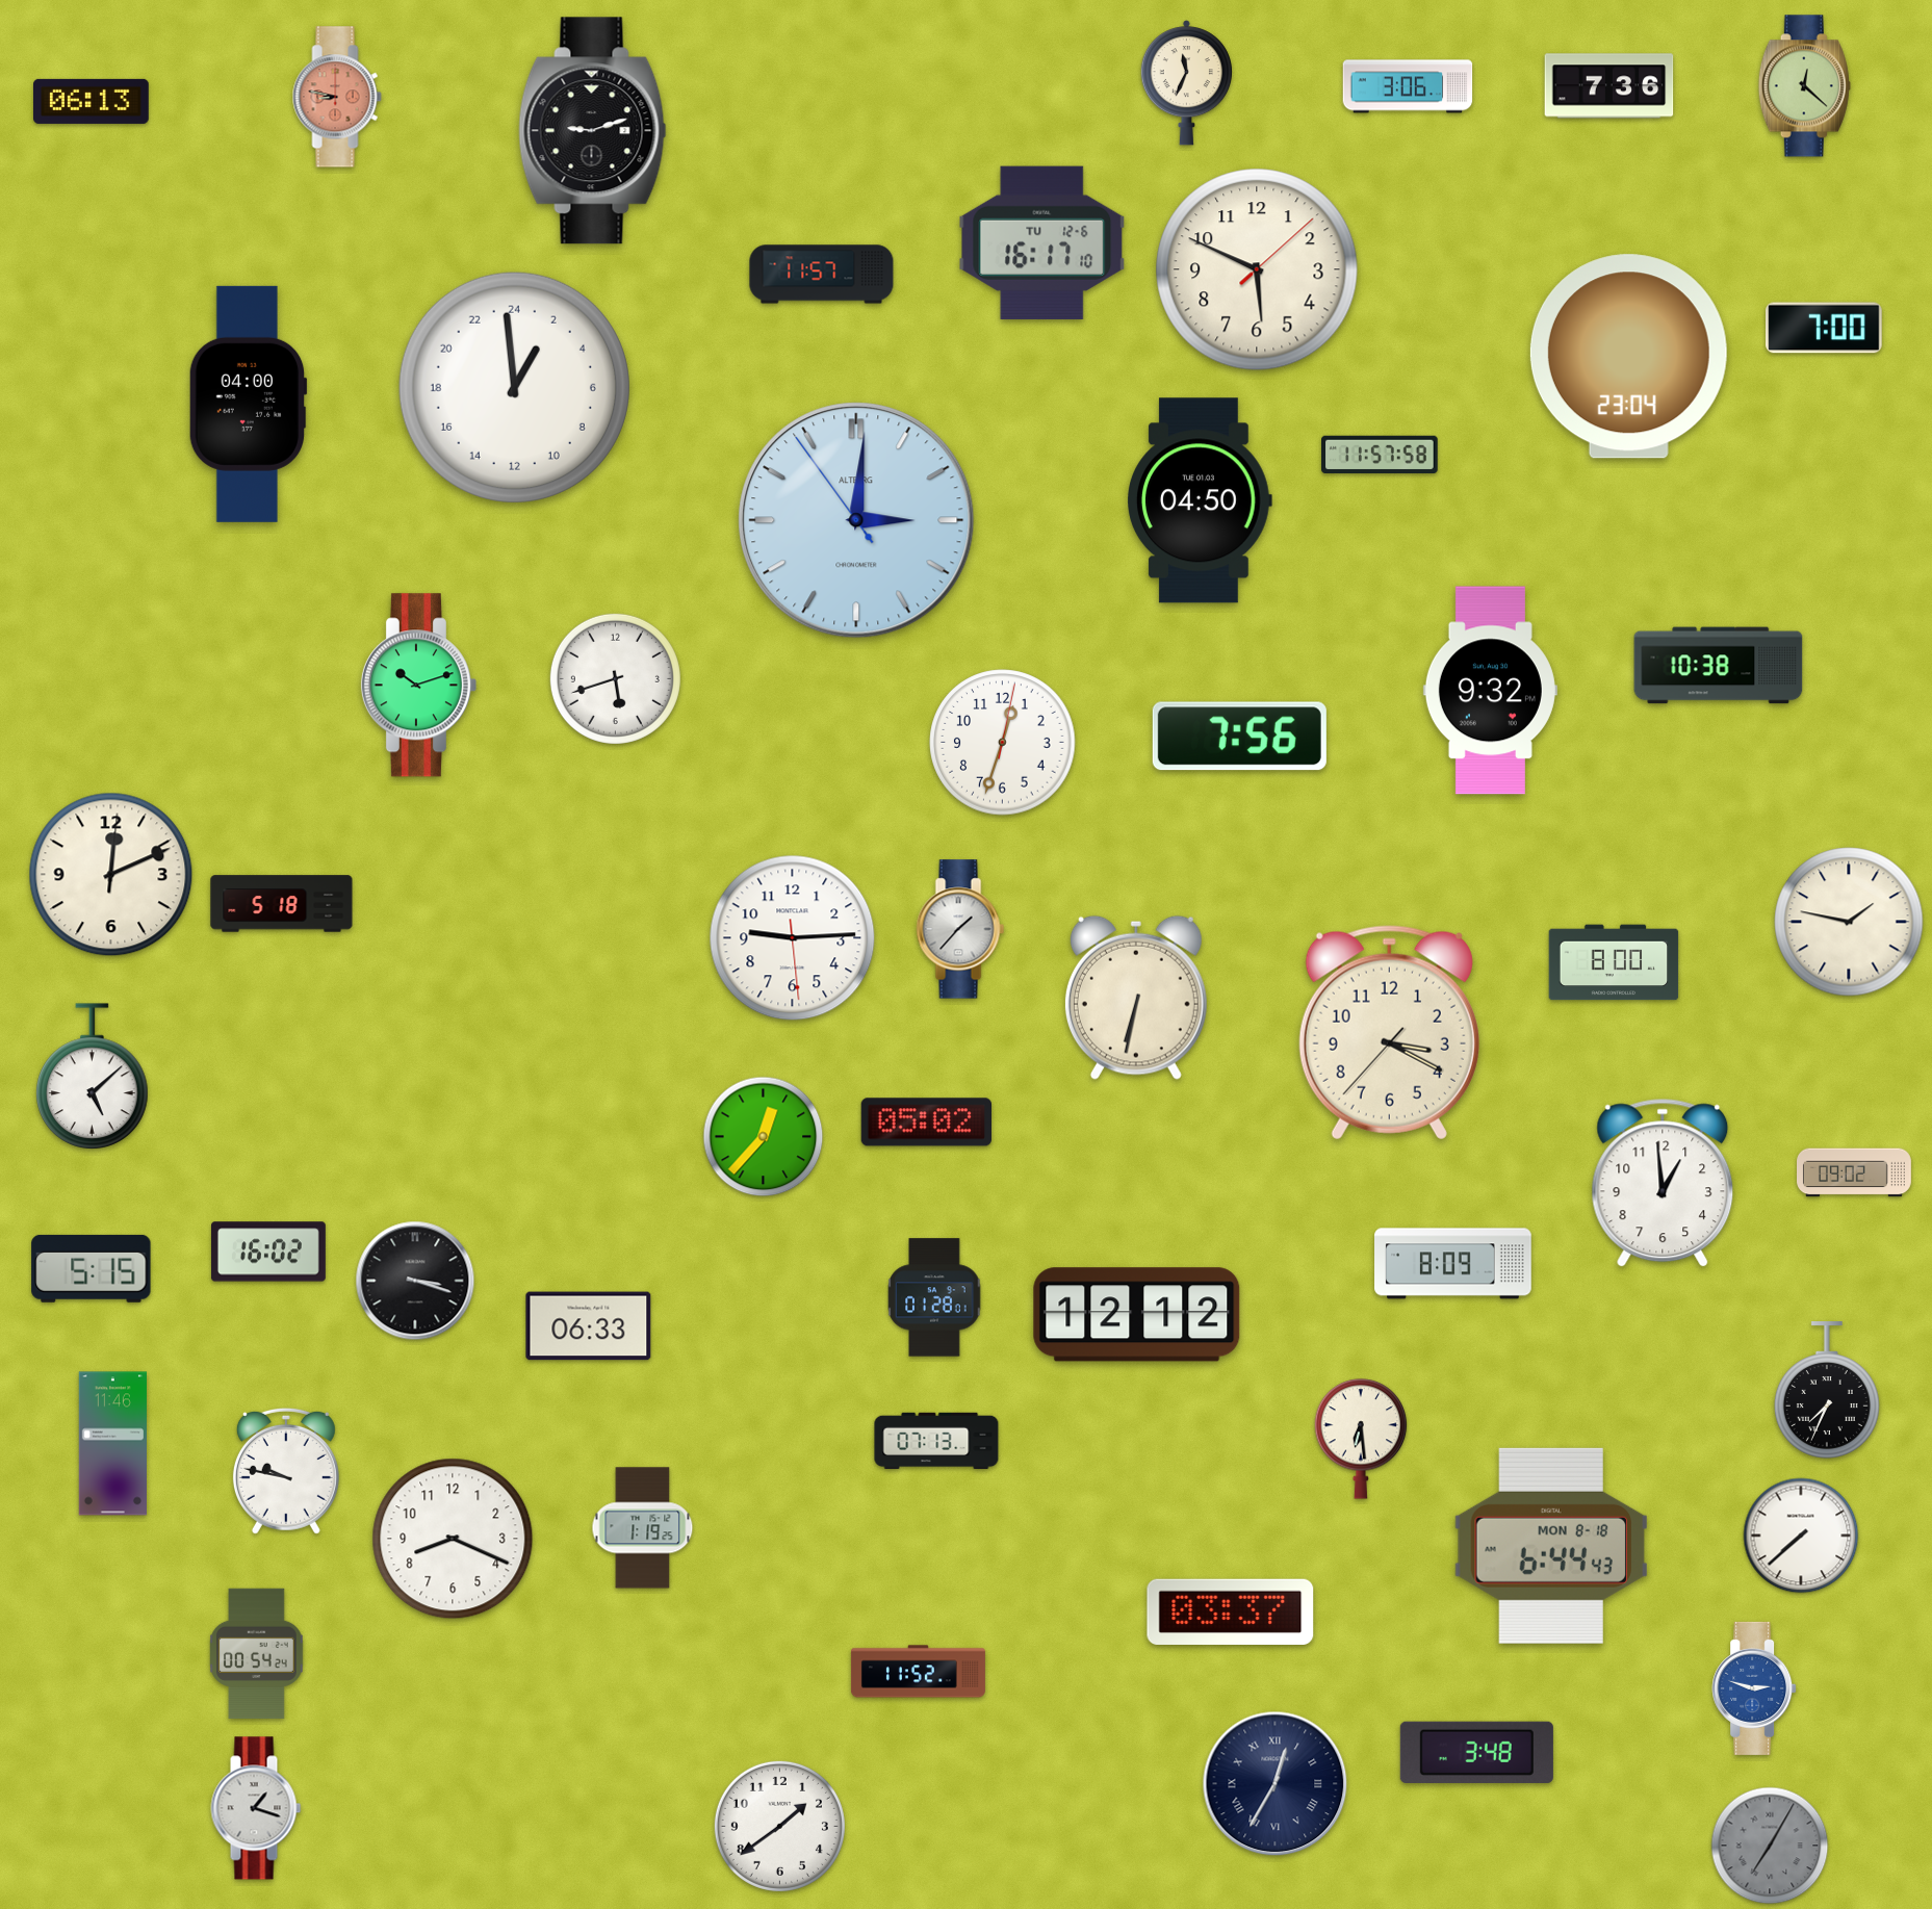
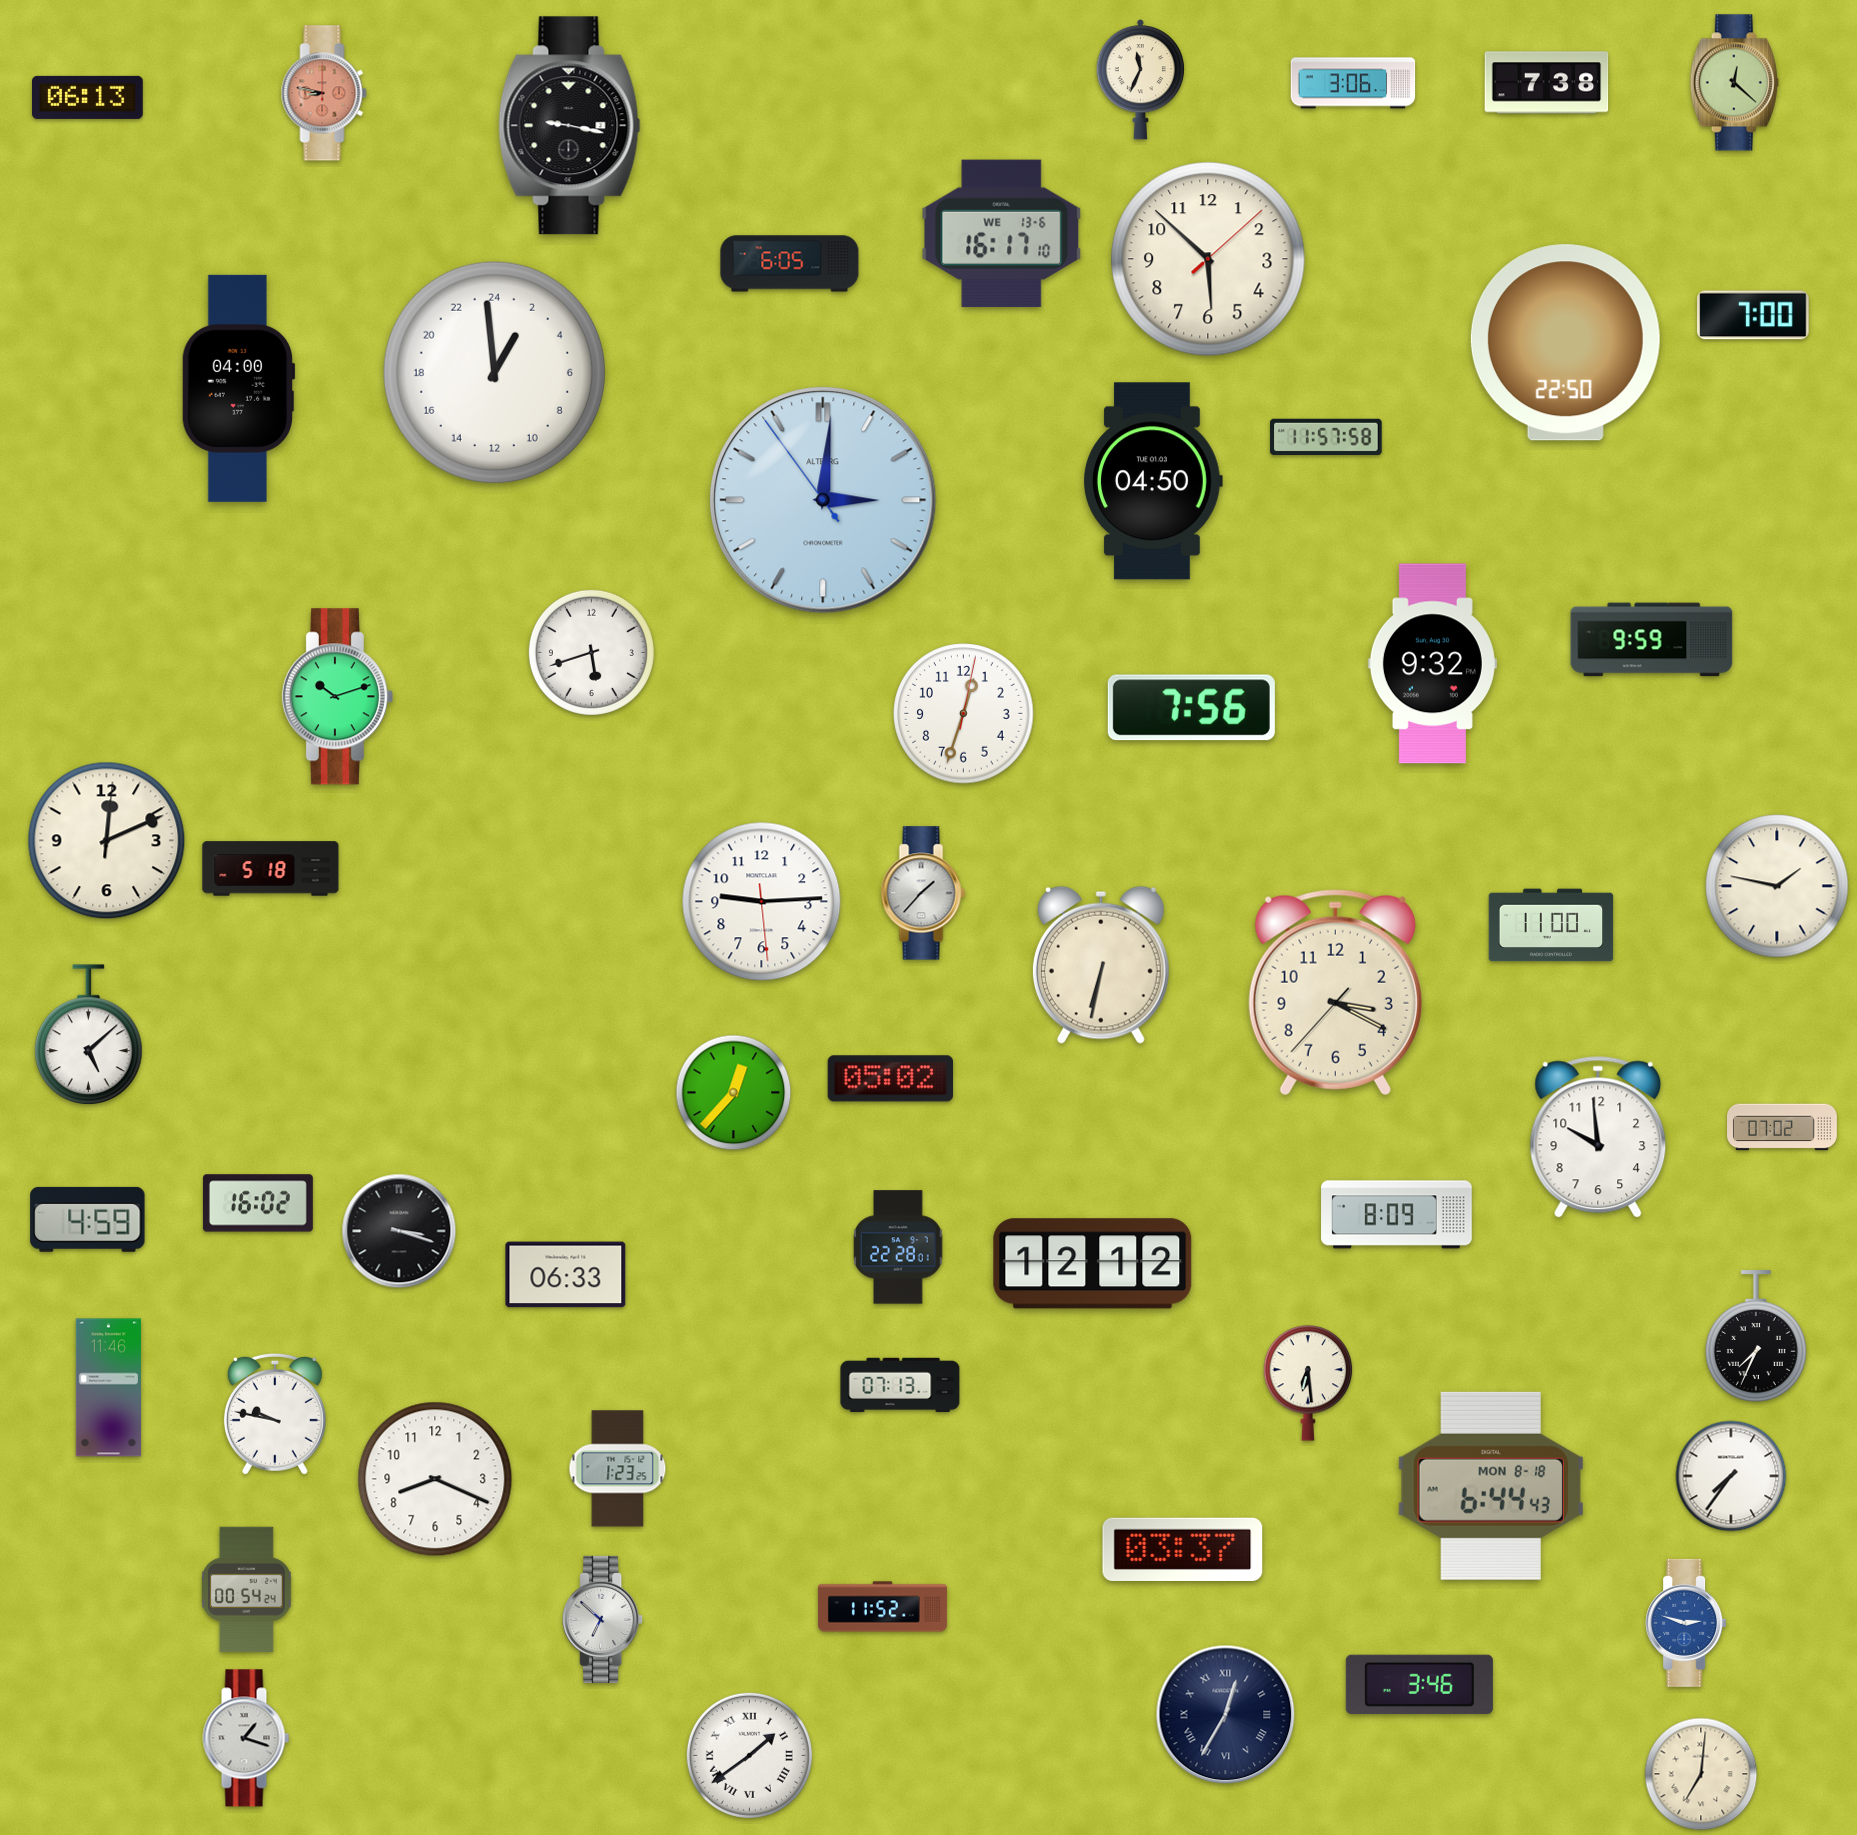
clock at (1609, 86): 7:36 -> 7:38
clock at (593, 131): 9:12 -> 9:17
clock at (1042, 242) date: TU 12-6 -> WE 13-6
clock at (1257, 269): 5:49 -> 5:52
clock at (822, 275): 11:57 -> 6:05
clock at (1628, 357): 23:04 -> 22:50
clock at (1719, 666): 10:38 -> 9:59
clock at (418, 686) position: (418, 686) -> (337, 697)
clock at (1614, 962): 8:00 -> 11:00
clock at (1136, 998) position: (1136, 998) -> (1101, 965)
clock at (1855, 1172): 09:02 -> 07:02
clock at (1663, 1183): 12:59 -> 9:59
clock at (92, 1268): 5:15 -> 4:59
clock at (934, 1297): 01:28 -> 22:28
clock at (643, 1528): 1:19 -> 1:23
clock at (1801, 1536): 7:38 -> 7:36
clock at (603, 1619): none -> 6:52
clock at (1476, 1752): 3:48 -> 3:46
clock at (779, 1826) numerals: Arabic -> Roman
clock at (1770, 1846): 7:05 -> 7:01
clock at (1770, 1846) dial: grey -> cream
